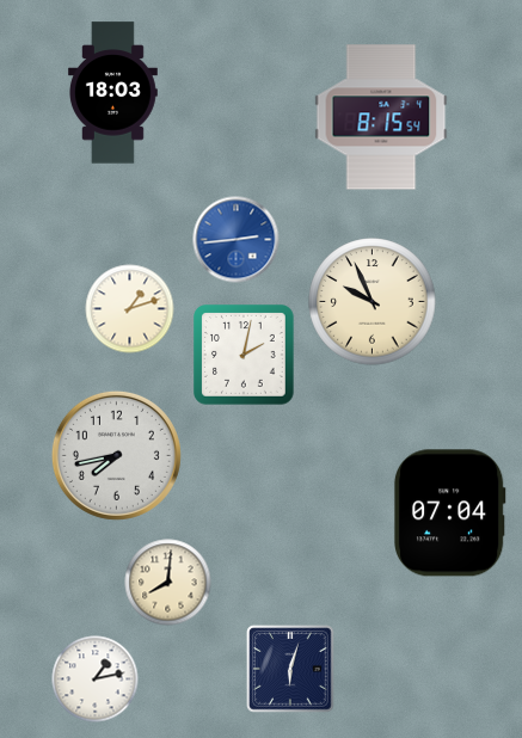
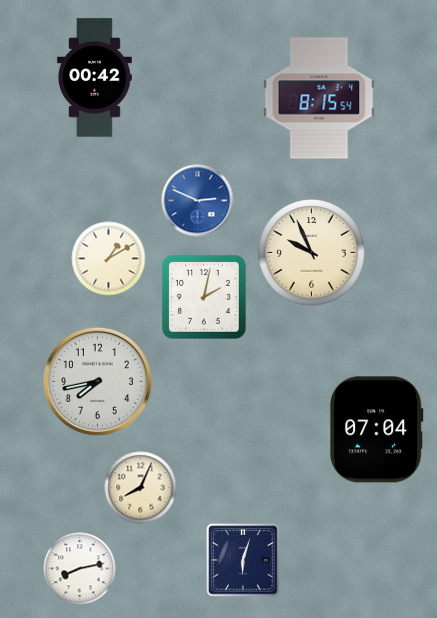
clock at (112, 93): 18:03 -> 00:42
clock at (237, 240): 2:44 -> 2:49
clock at (130, 309): 1:12 -> 1:10
clock at (168, 583): 8:01 -> 8:04
clock at (96, 679): 1:13 -> 8:13
